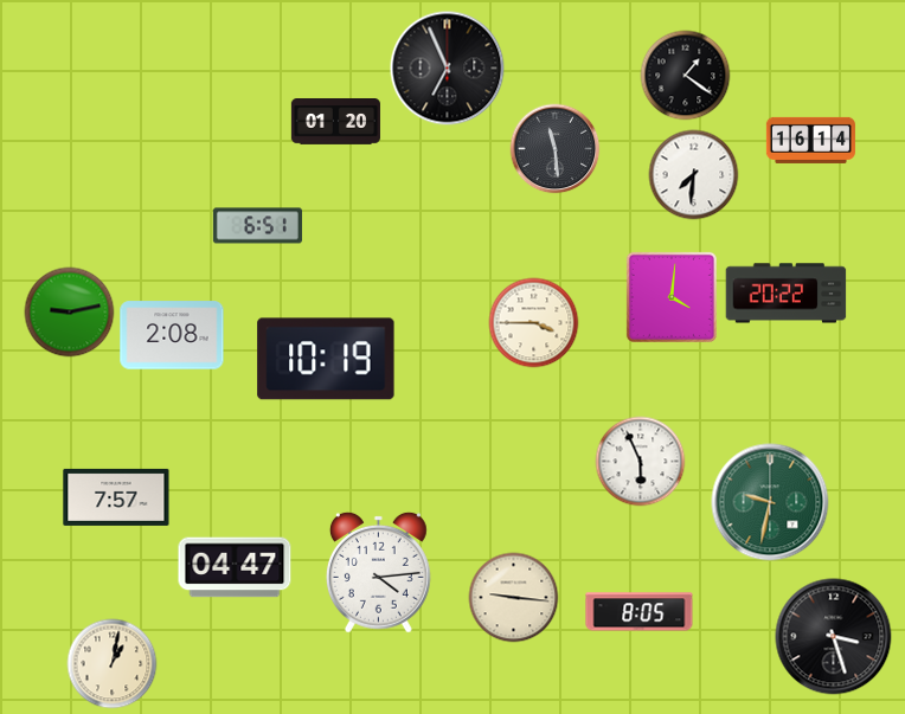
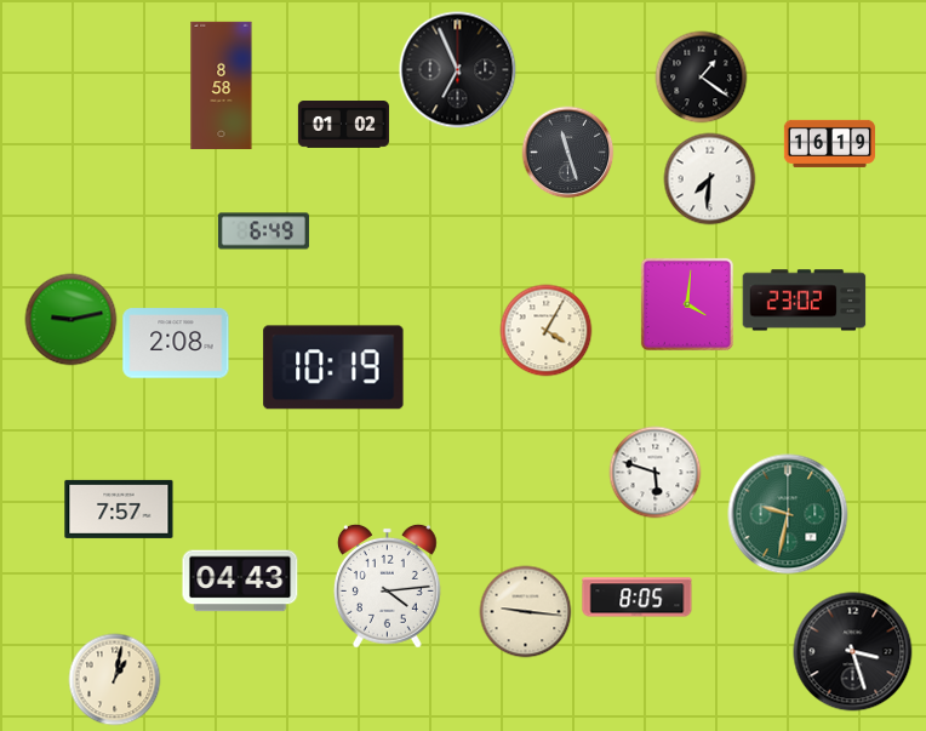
clock at (222, 85): none -> 8:58
clock at (335, 122): 01:20 -> 01:02
clock at (810, 140): 16:14 -> 16:19
clock at (556, 149): 11:29 -> 11:27
clock at (257, 226): 6:51 -> 6:49
clock at (787, 294): 20:22 -> 23:02
clock at (534, 323): 3:45 -> 4:05
clock at (641, 462): 5:56 -> 5:48
clock at (235, 567): 04:47 -> 04:43
clock at (640, 612) position: (640, 612) -> (638, 598)
